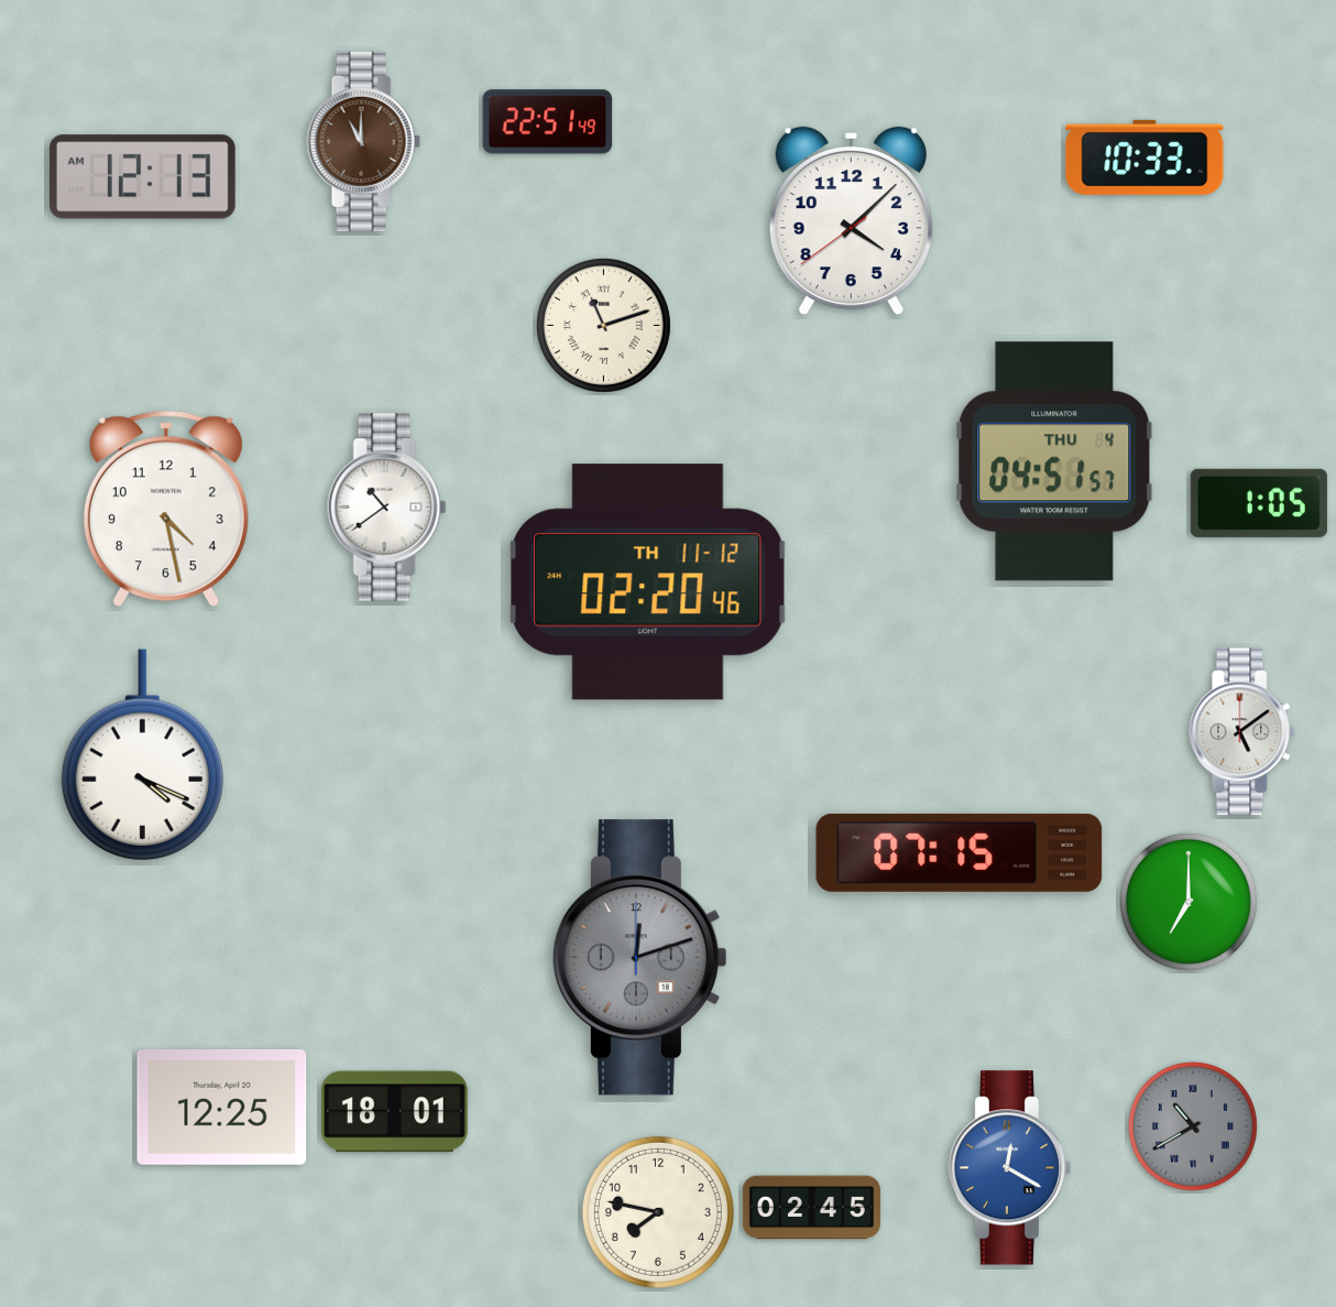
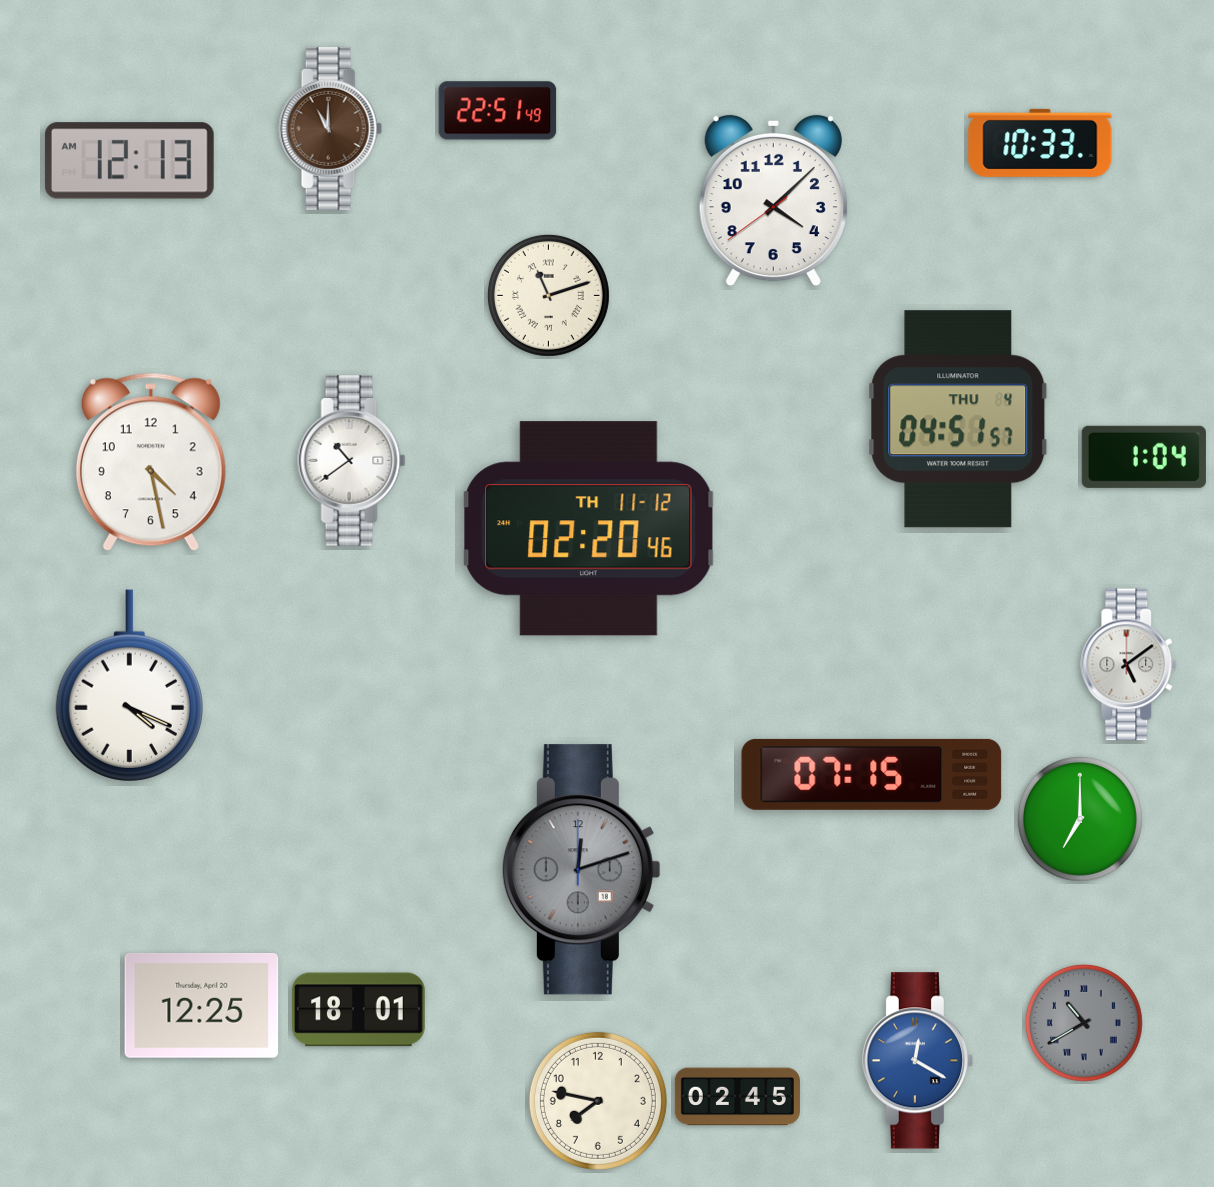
clock at (1259, 503): 1:05 -> 1:04
